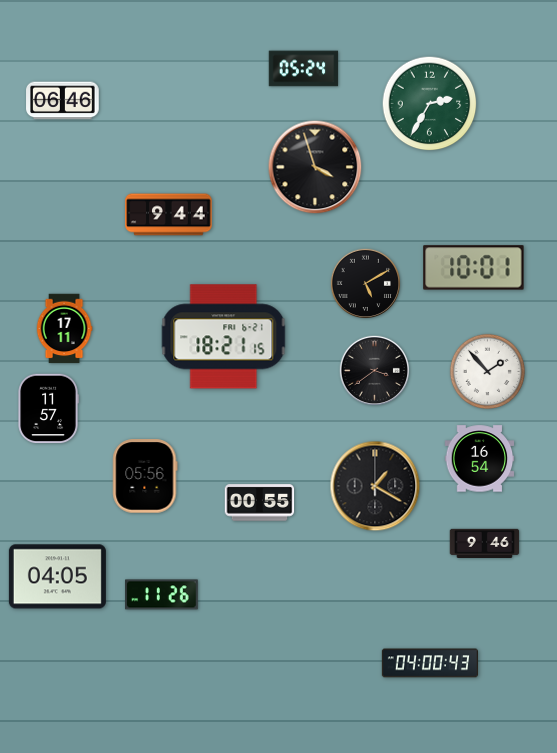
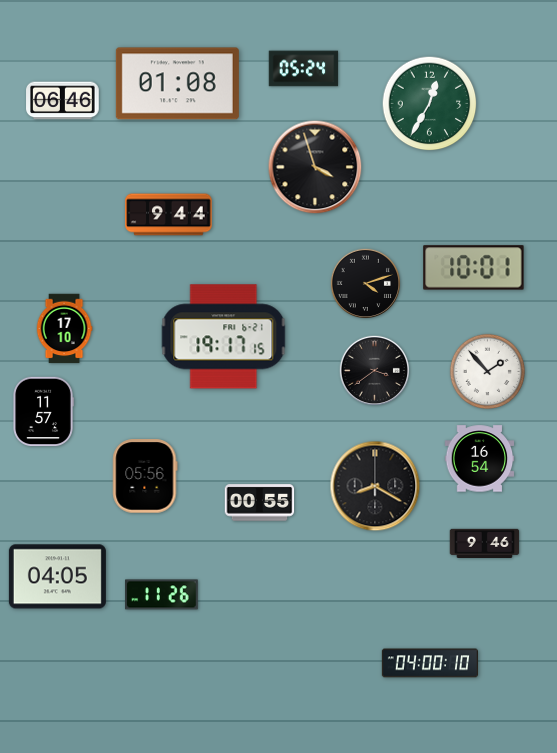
clock at (177, 84): none -> 01:08
clock at (430, 104): 2:35 -> 12:35
clock at (365, 283): 5:10 -> 4:12
clock at (64, 329): 17:11 -> 17:10
clock at (224, 337): 18:21 -> 19:17
clock at (48, 409) position: (48, 409) -> (43, 412)
clock at (375, 486): 1:20 -> 8:20
clock at (429, 663): 04:00:43 -> 04:00:10
